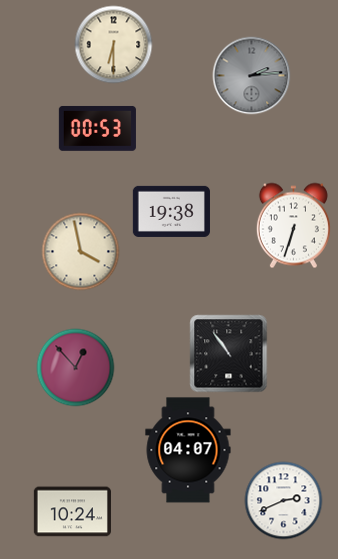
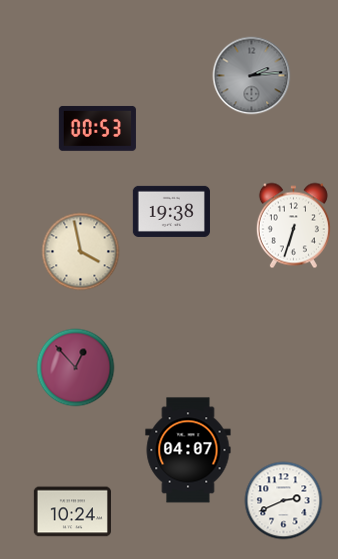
clock at (113, 44): 6:30 -> none
clock at (228, 353): 10:54 -> none
